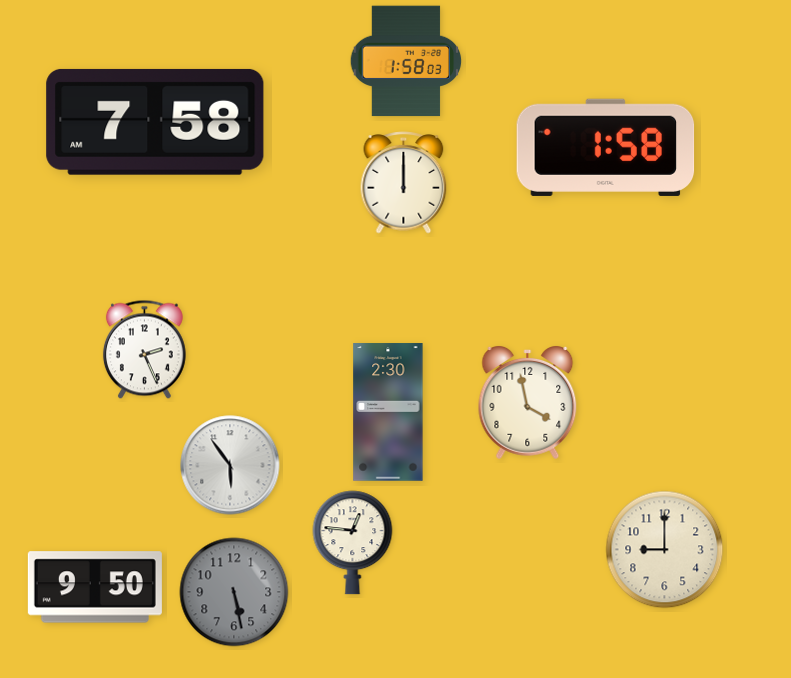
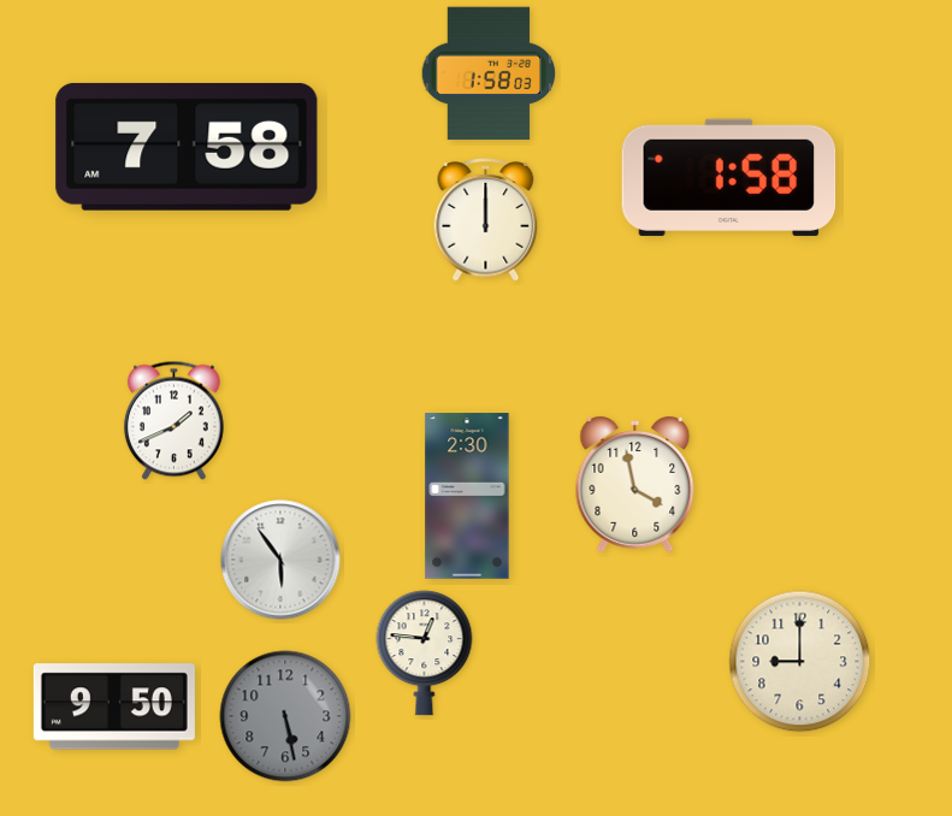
clock at (144, 350): 2:26 -> 1:41
clock at (230, 465) position: (230, 465) -> (280, 560)
clock at (234, 592) position: (234, 592) -> (285, 716)
